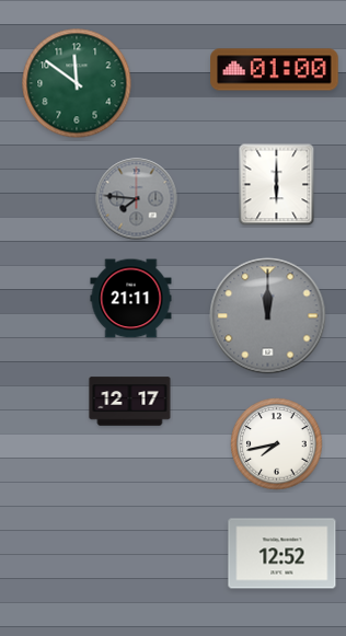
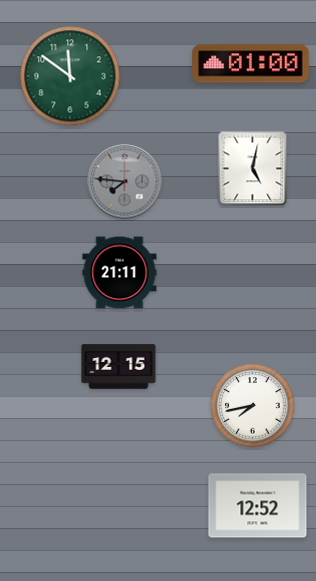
clock at (277, 185): 6:00 -> 5:02
clock at (268, 316): 12:00 -> none
clock at (130, 402): 12:17 -> 12:15
